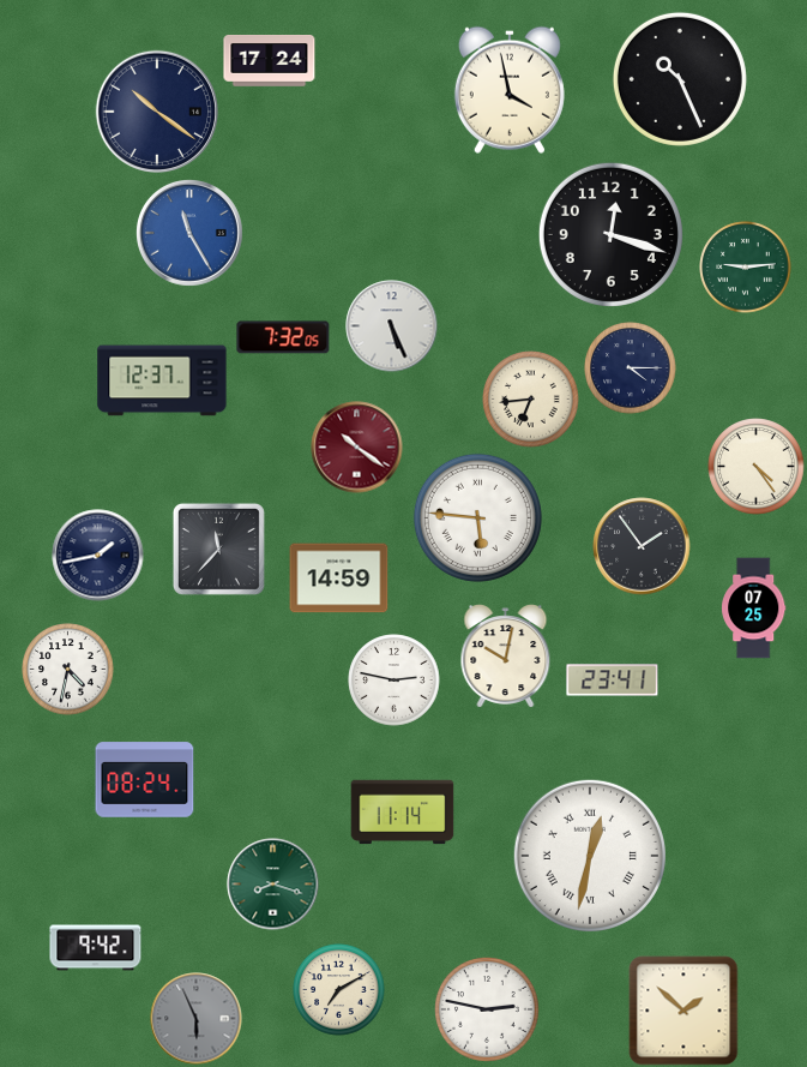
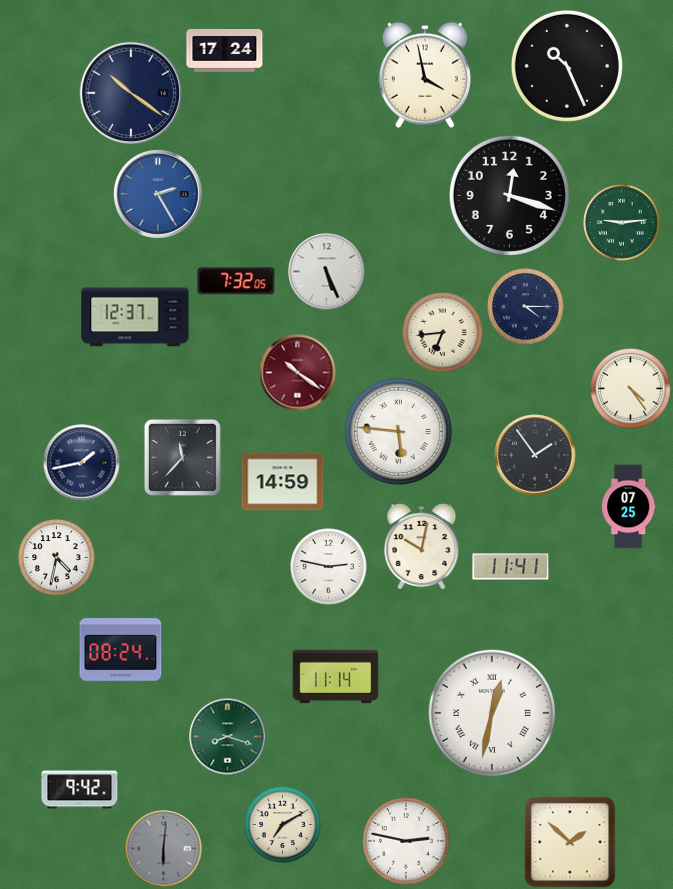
clock at (191, 234): 11:25 -> 2:25
clock at (613, 681): 23:41 -> 11:41
clock at (197, 1019): 5:56 -> 6:01
